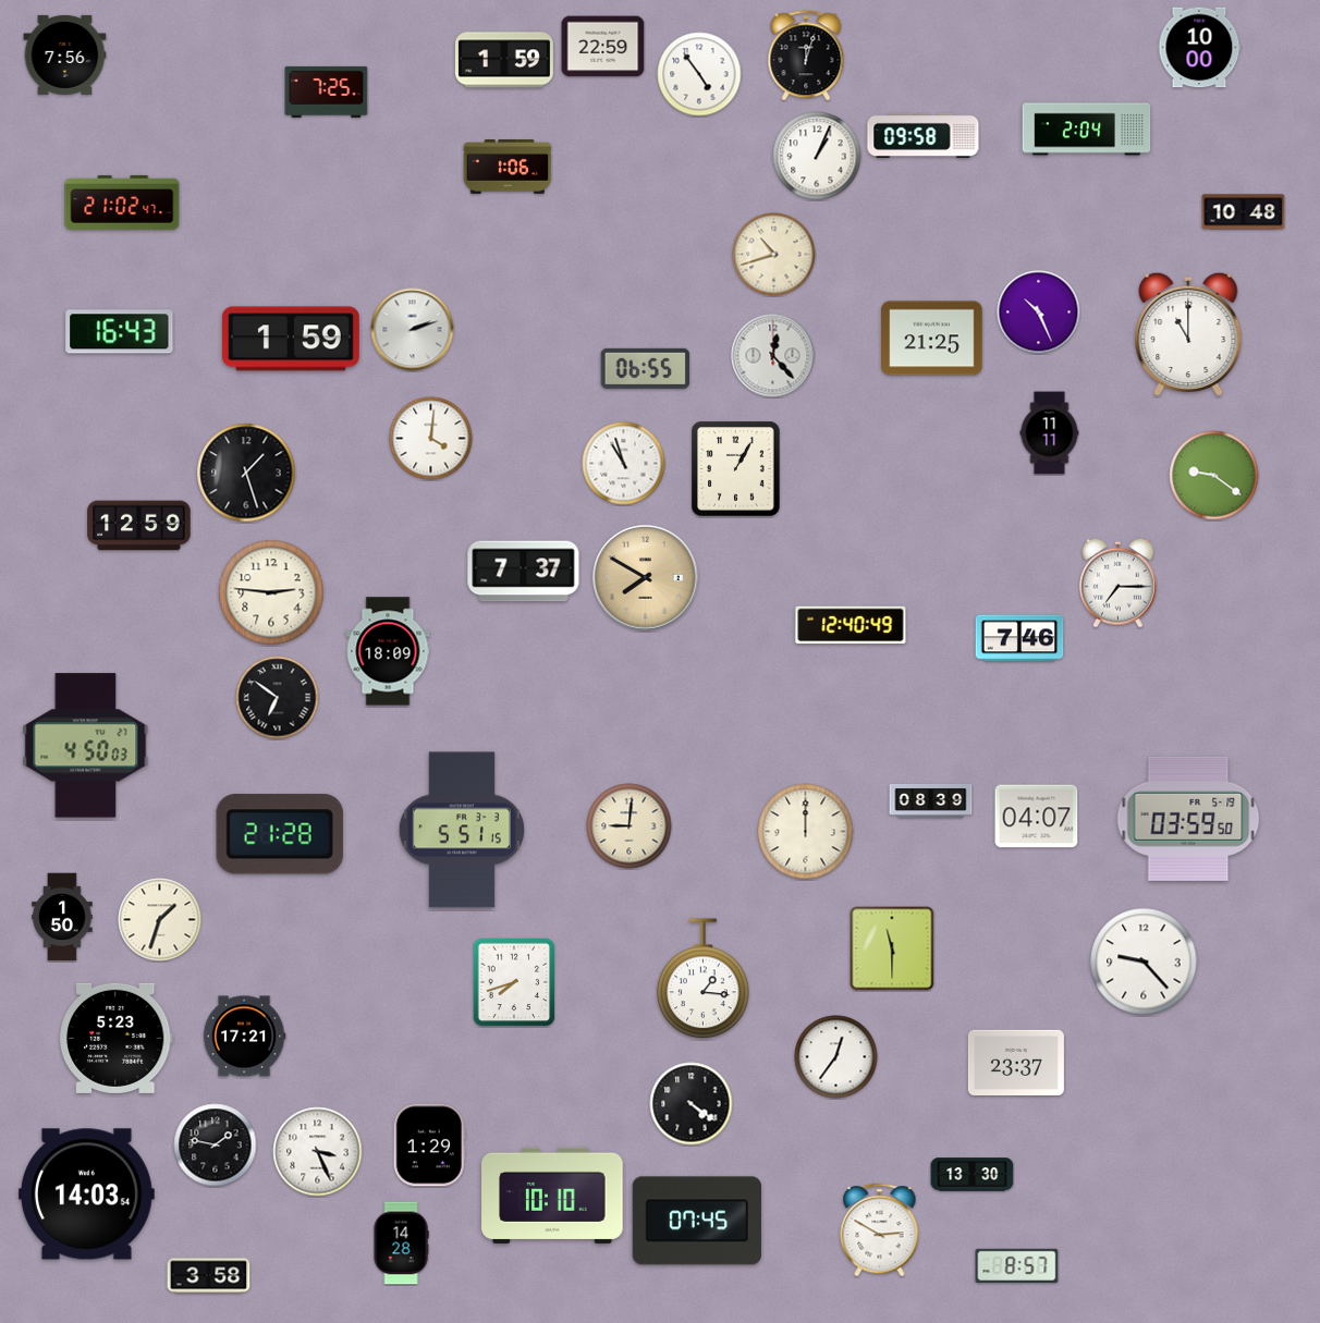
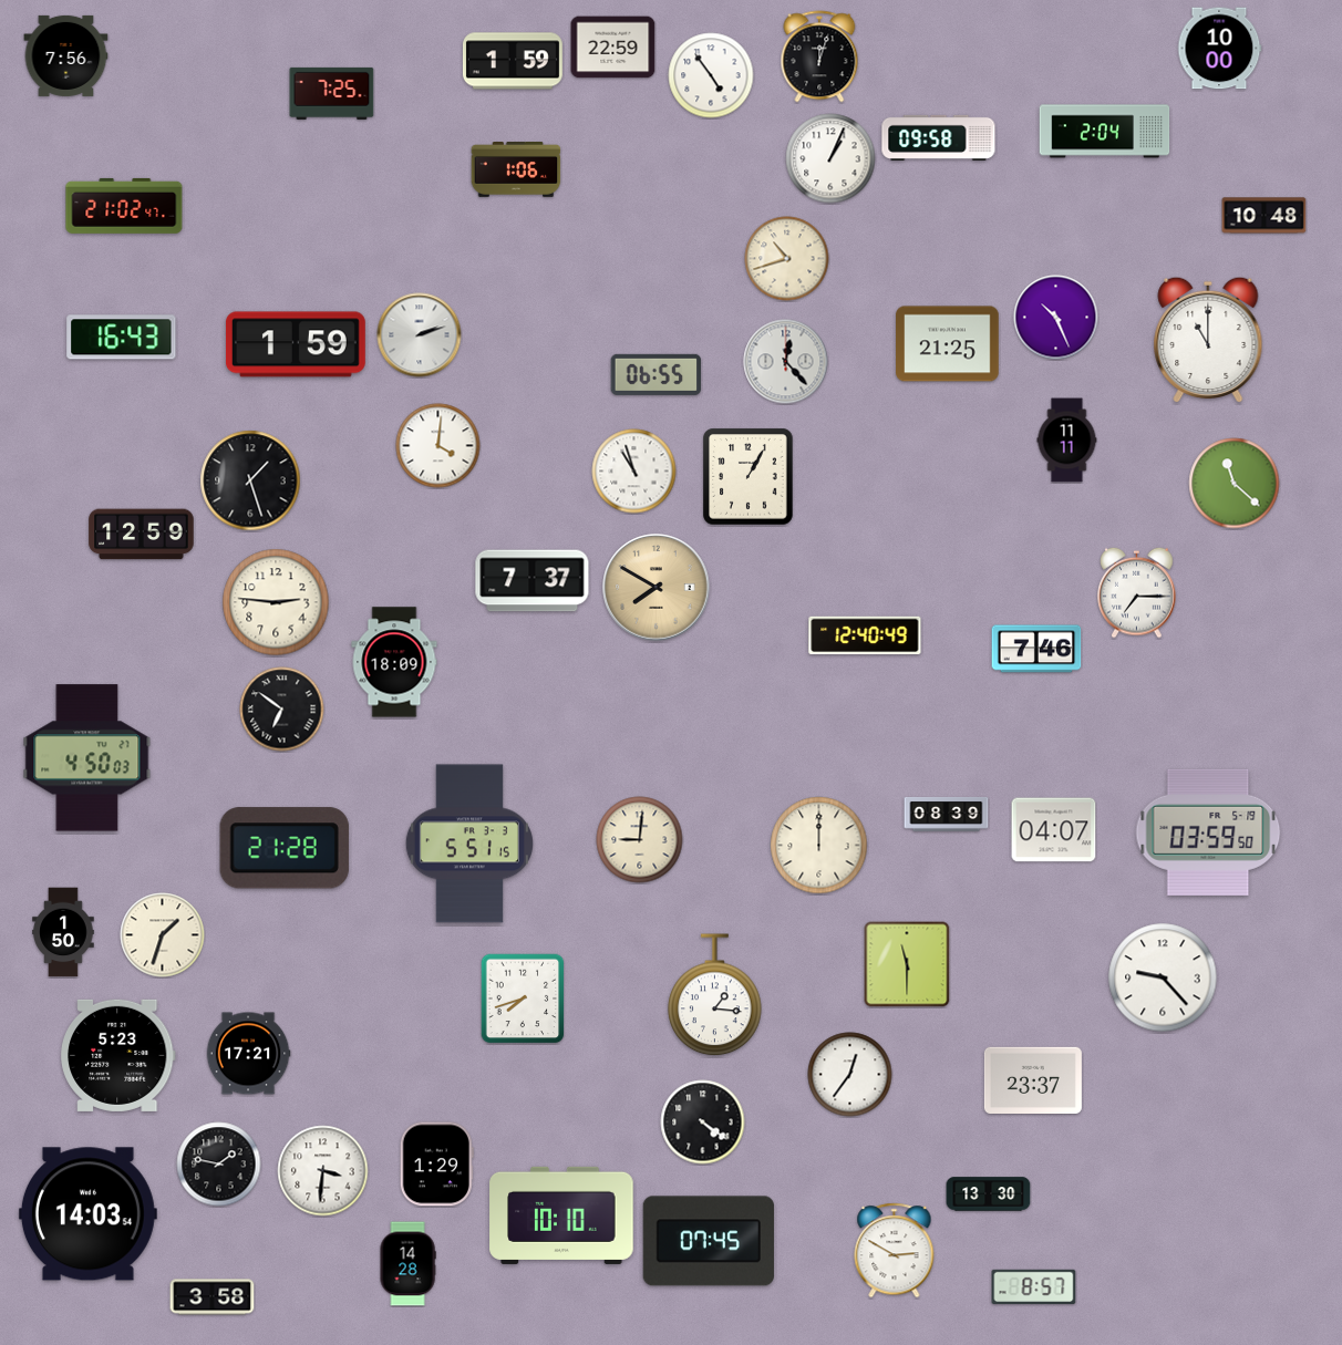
clock at (1214, 476): 9:21 -> 11:22
clock at (318, 1152): 3:26 -> 3:31
